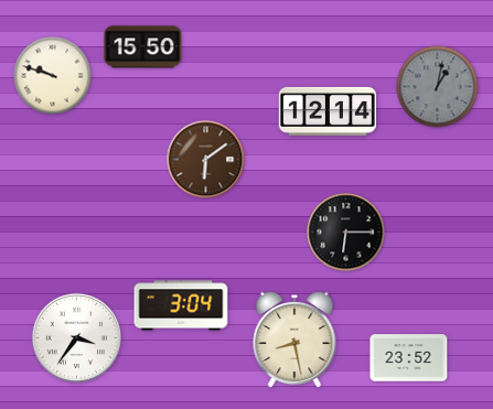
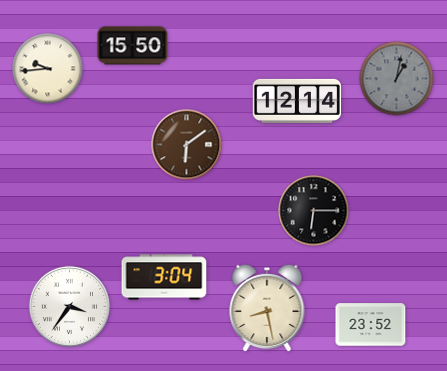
clock at (143, 47) position: (143, 47) -> (133, 46)
clock at (53, 76): 9:48 -> 9:44
